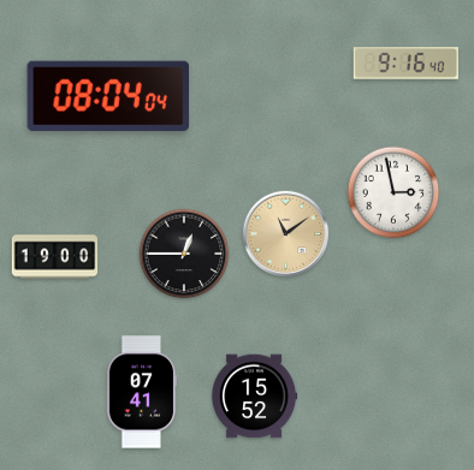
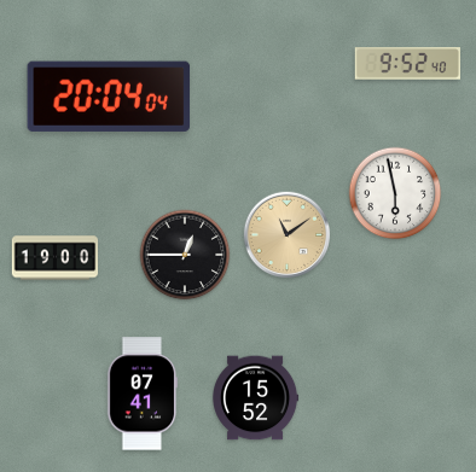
clock at (405, 64): 9:16 -> 9:52
clock at (108, 96): 08:04 -> 20:04
clock at (393, 192): 2:58 -> 5:58
